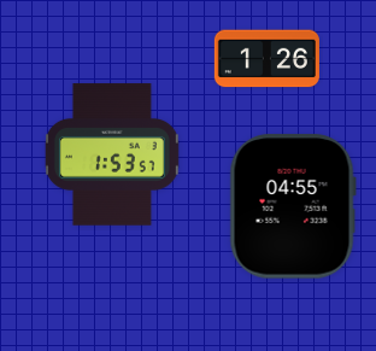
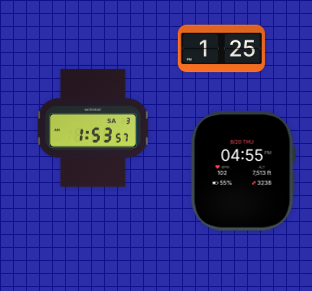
clock at (266, 59): 1:26 -> 1:25
